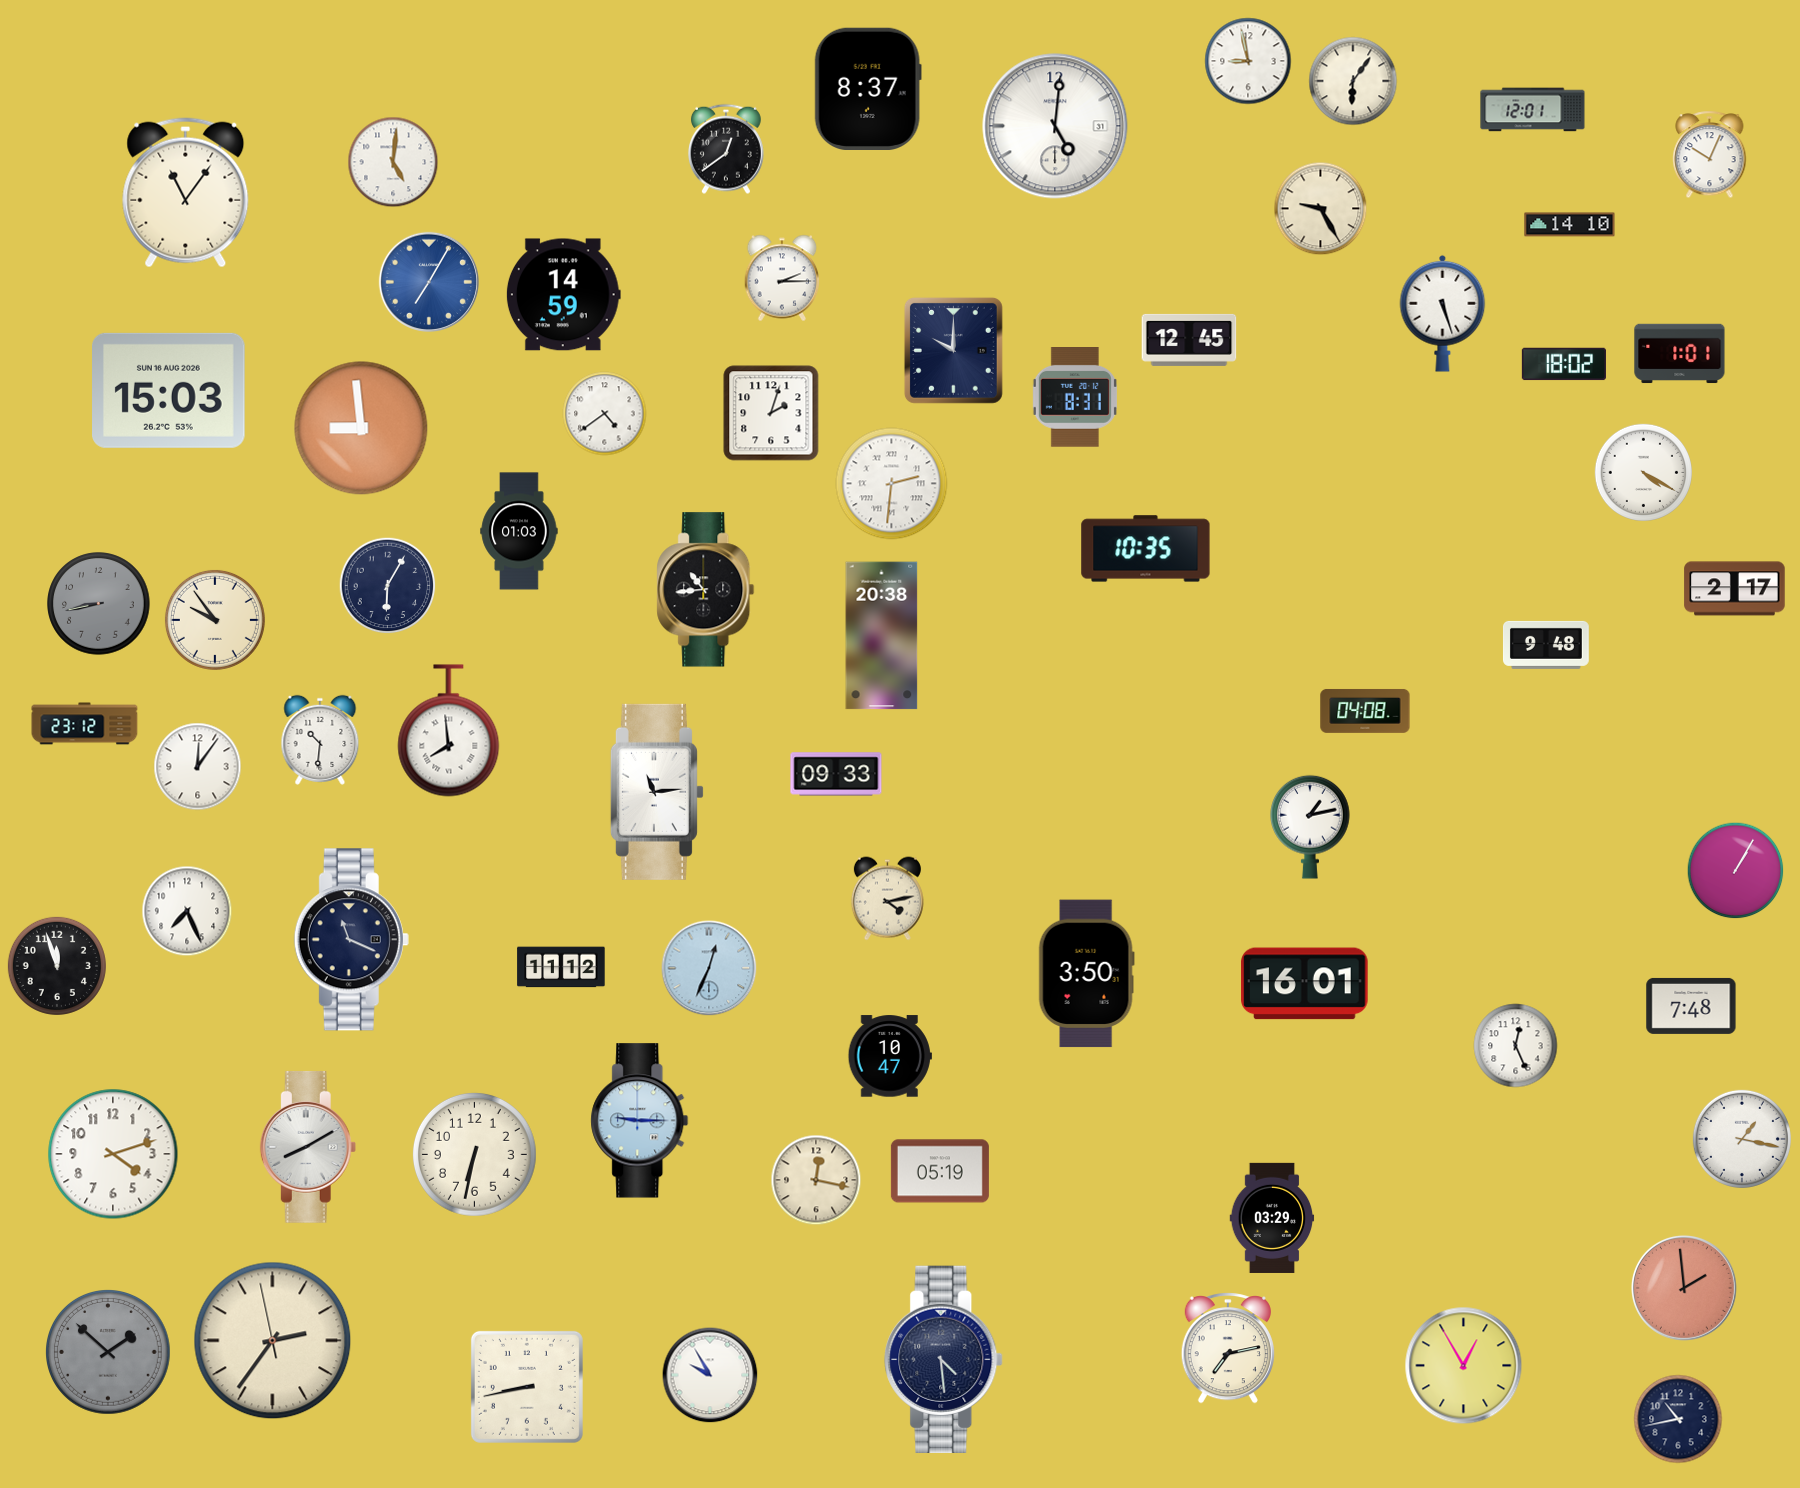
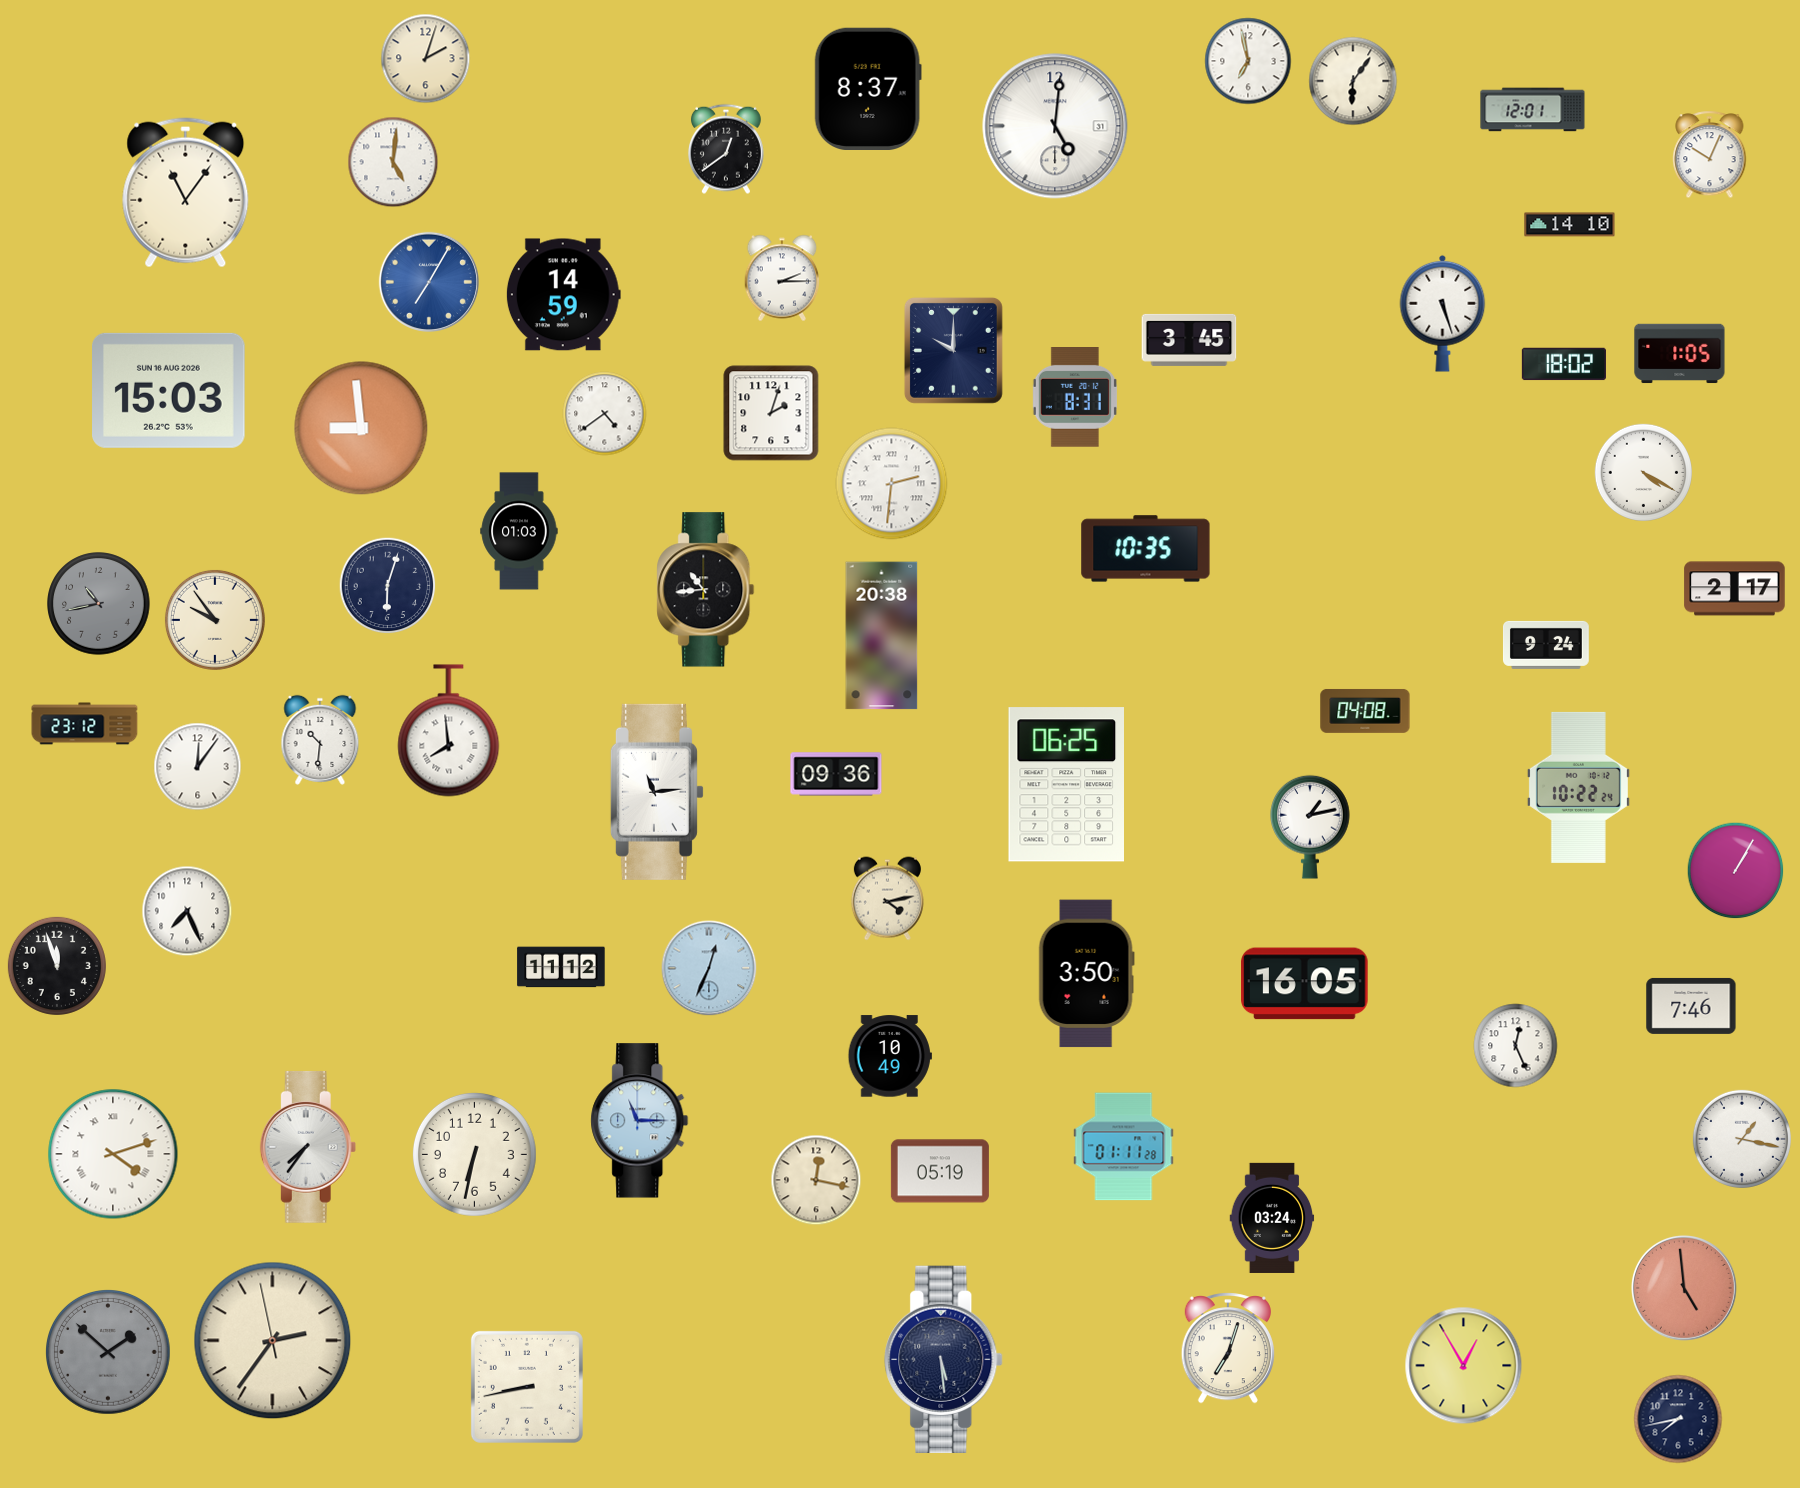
clock at (426, 59): none -> 2:03
clock at (1248, 61): 8:58 -> 6:58
clock at (1321, 209): 9:25 -> none
clock at (1189, 340): 12:45 -> 3:45
clock at (1680, 354): 1:01 -> 1:05
clock at (388, 586): 6:05 -> 6:03
clock at (99, 604): 8:43 -> 10:43
clock at (1546, 645): 9:48 -> 9:24
clock at (836, 774): 09:33 -> 09:36
clock at (1066, 785): none -> 06:25
clock at (1578, 787): none -> 10:22
clock at (351, 940): 11:19 -> none
clock at (1305, 984): 16:01 -> 16:05
clock at (1691, 1006): 7:48 -> 7:46
clock at (890, 1056): 10:47 -> 10:49
clock at (640, 1121): 9:15 -> 11:15
clock at (308, 1147): 8:10 -> 7:36
clock at (1124, 1147): none -> 01:11
clock at (113, 1154) numerals: Arabic -> Roman
clock at (1272, 1218): 03:29 -> 03:24
clock at (1684, 1288): 1:59 -> 4:59
clock at (1228, 1348): 7:13 -> 7:03
clock at (944, 1359): 4:29 -> 5:29
clock at (710, 1375): 9:55 -> none
clock at (1678, 1419): 10:43 -> 7:43
